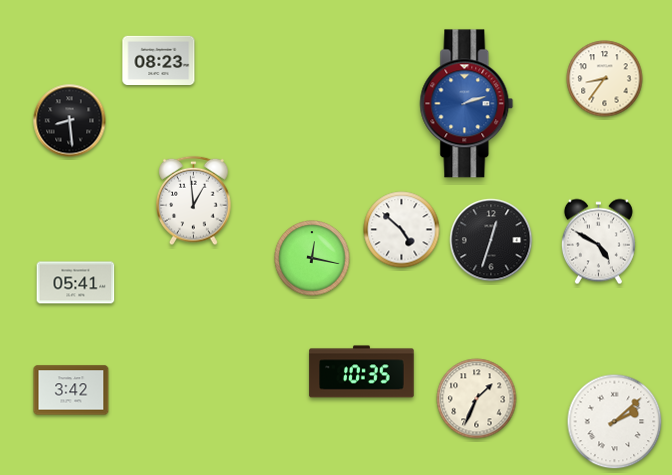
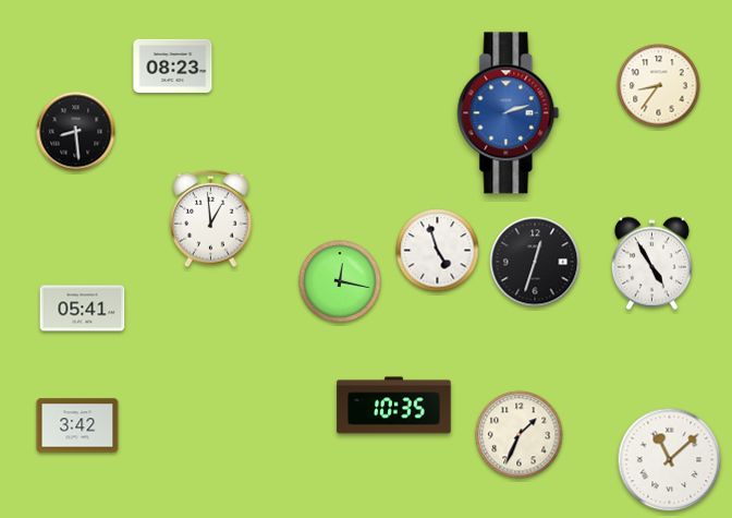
clock at (402, 230): 4:52 -> 4:57
clock at (598, 242): 4:50 -> 4:55
clock at (615, 422): 2:08 -> 11:08
